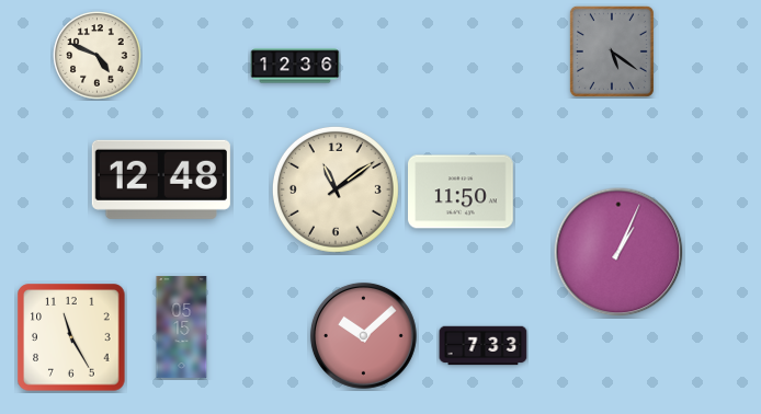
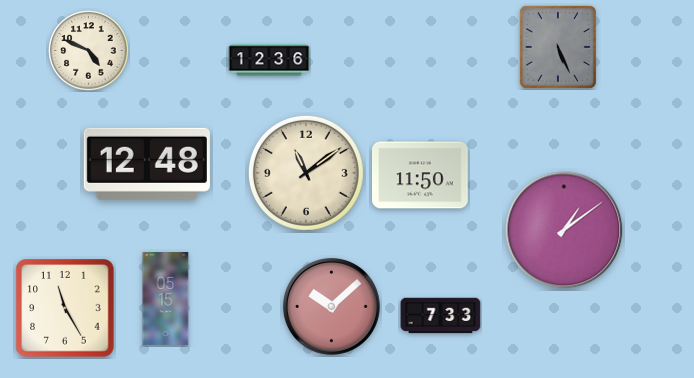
clock at (612, 51): 5:21 -> 5:26
clock at (618, 252): 1:04 -> 1:09
